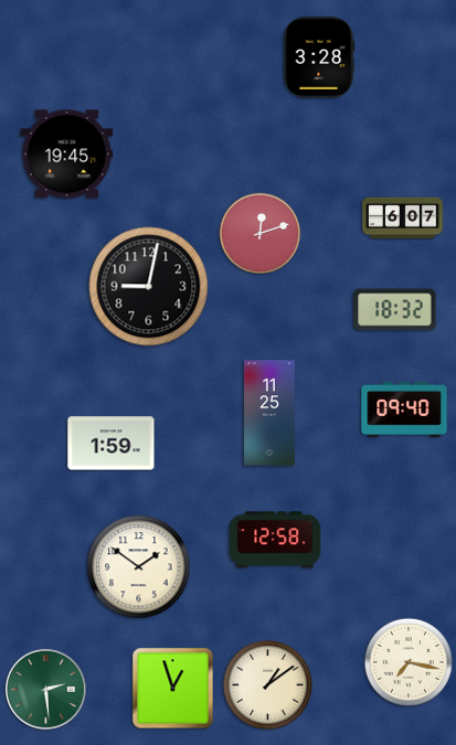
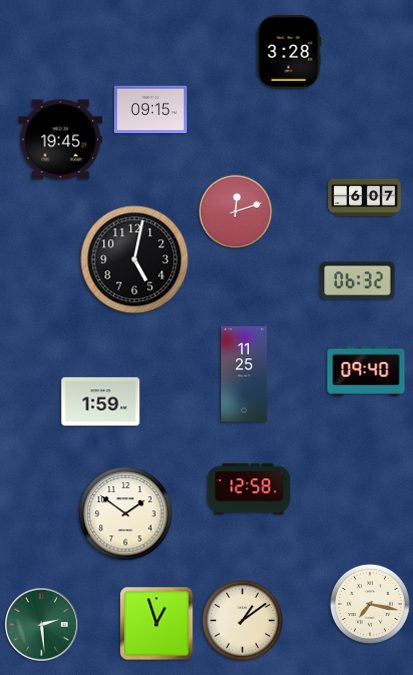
clock at (151, 110): none -> 09:15
clock at (149, 287): 9:02 -> 5:02
clock at (395, 310): 18:32 -> 06:32
clock at (409, 662) position: (409, 662) -> (370, 604)
